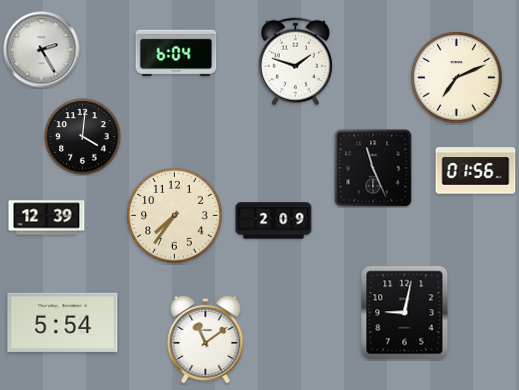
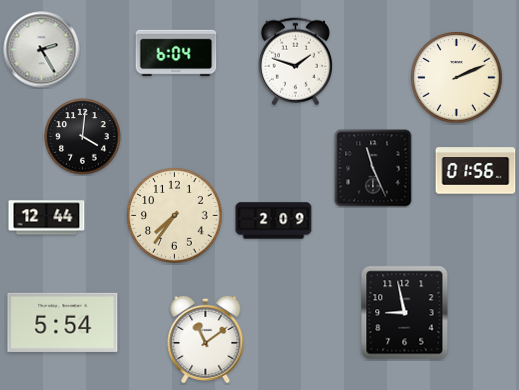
clock at (457, 78): 7:11 -> 2:11
clock at (47, 218): 12:39 -> 12:44
clock at (405, 313): 9:02 -> 8:58
